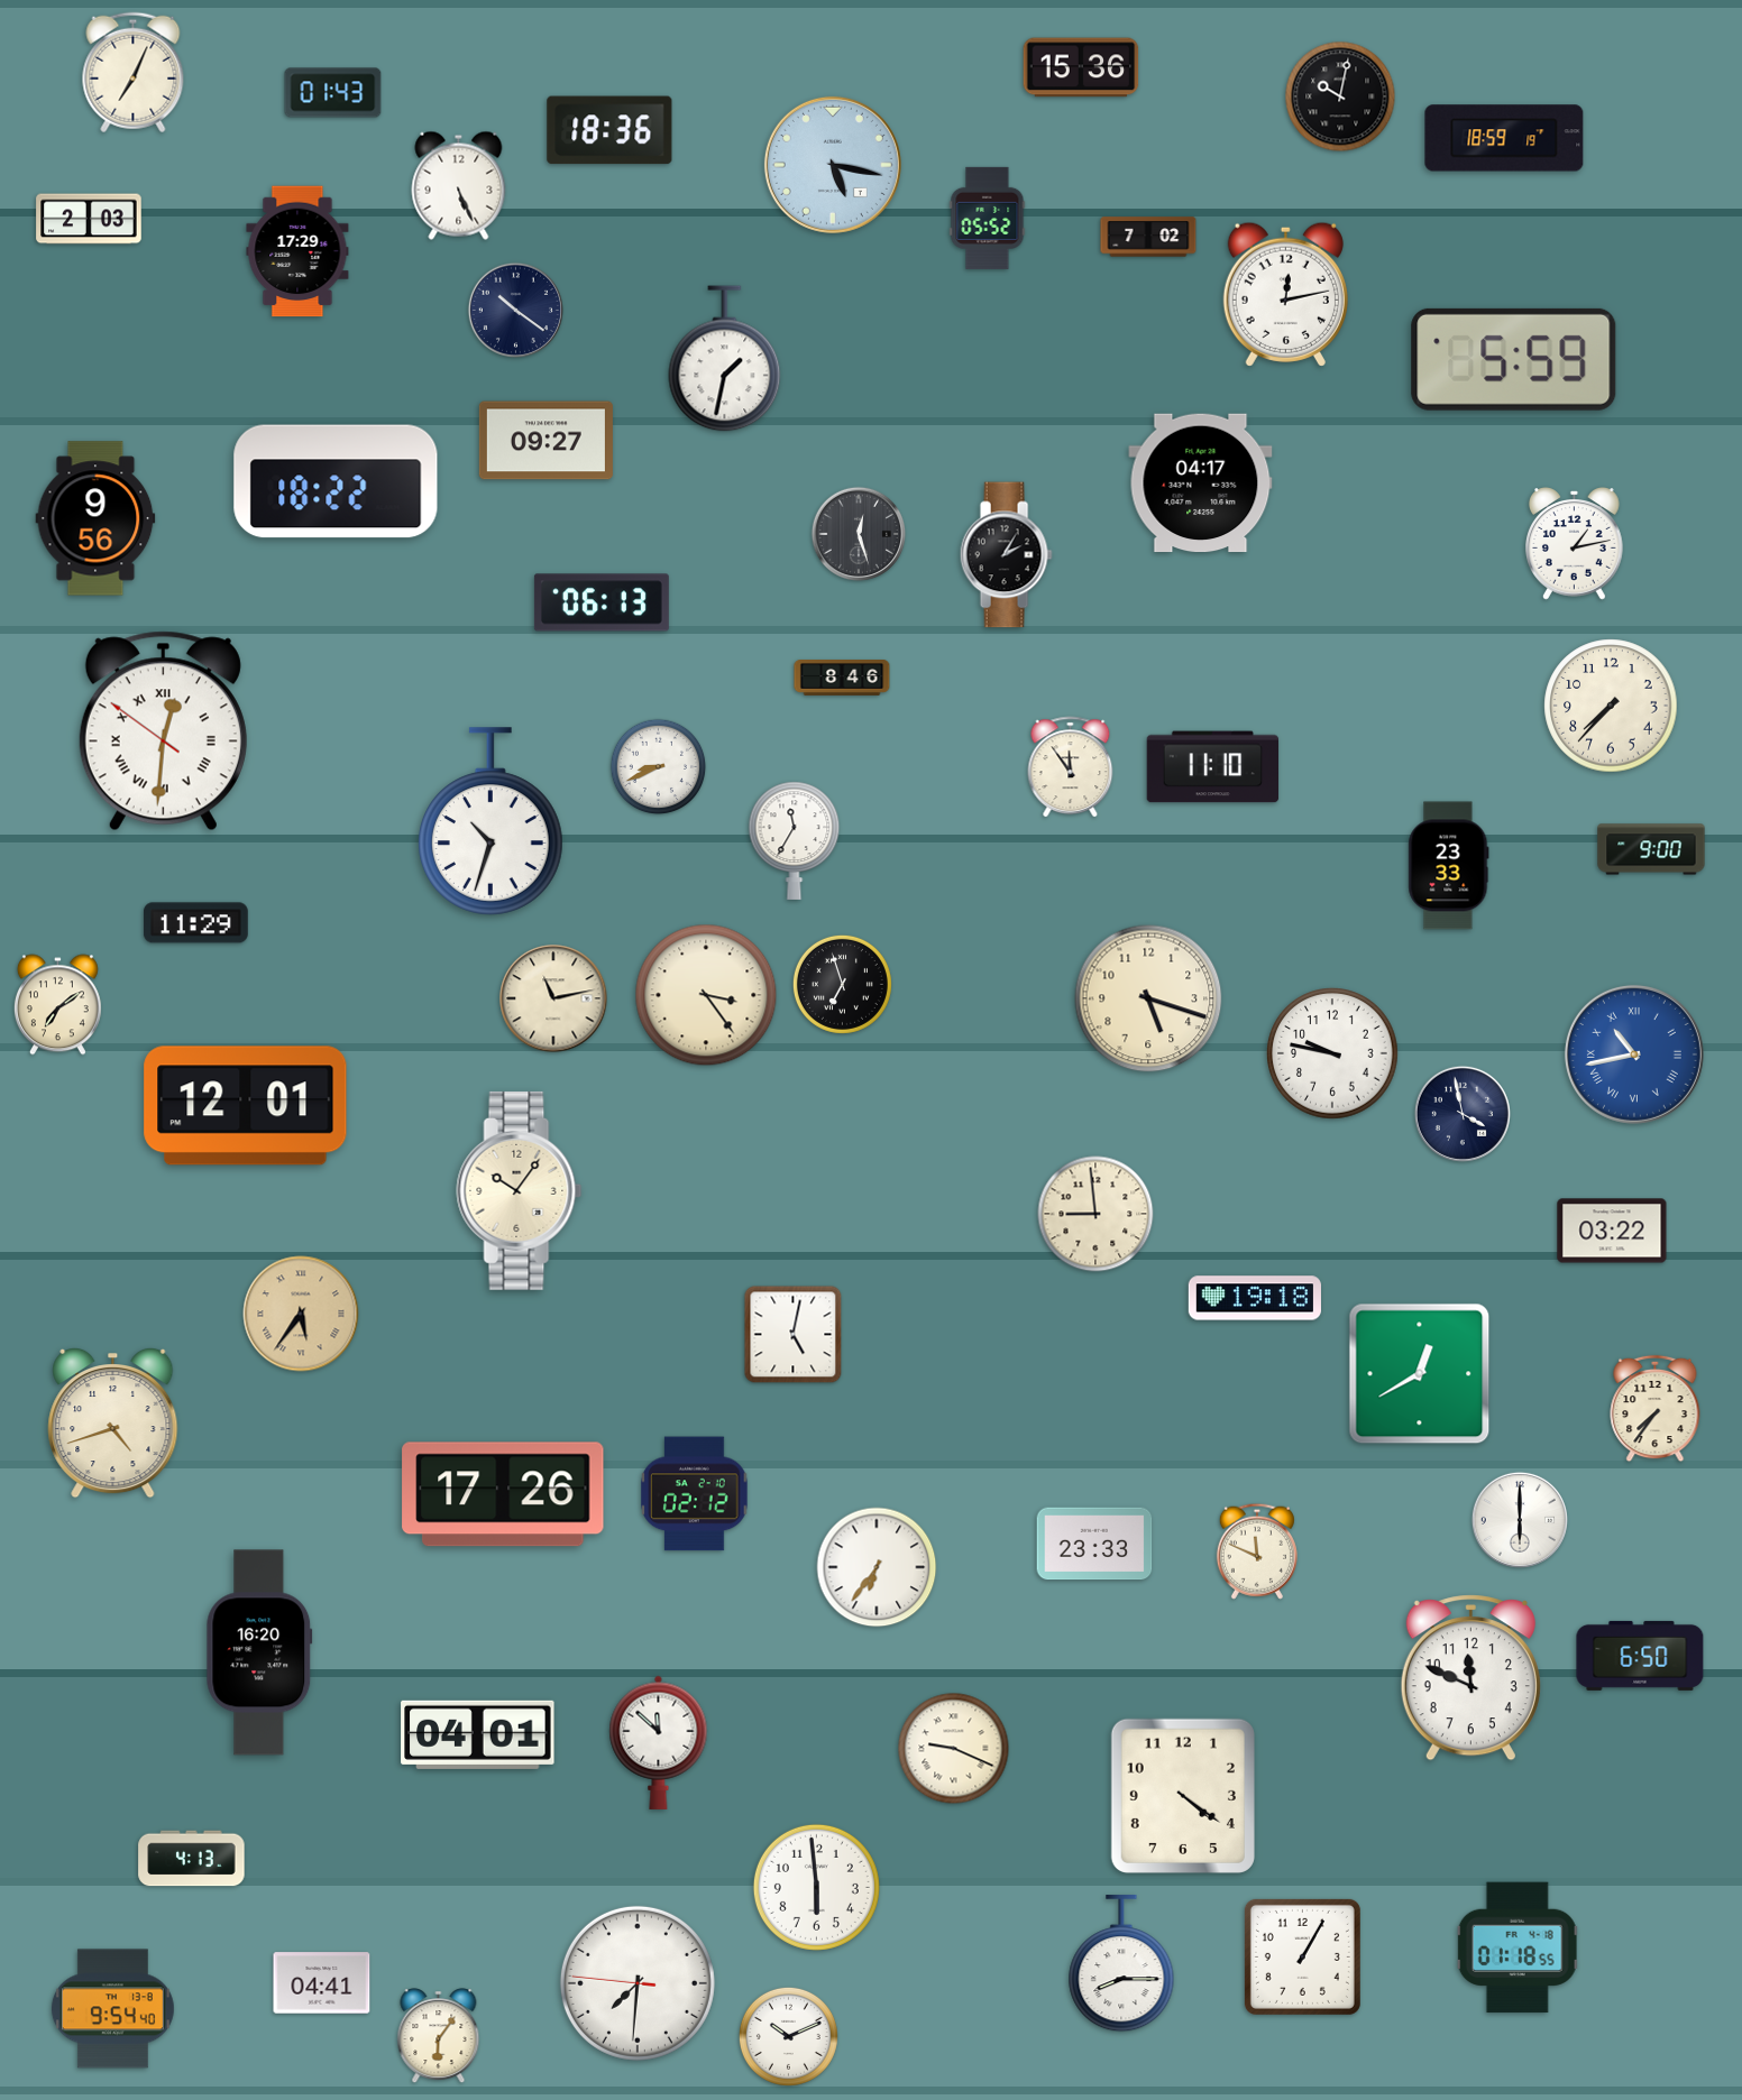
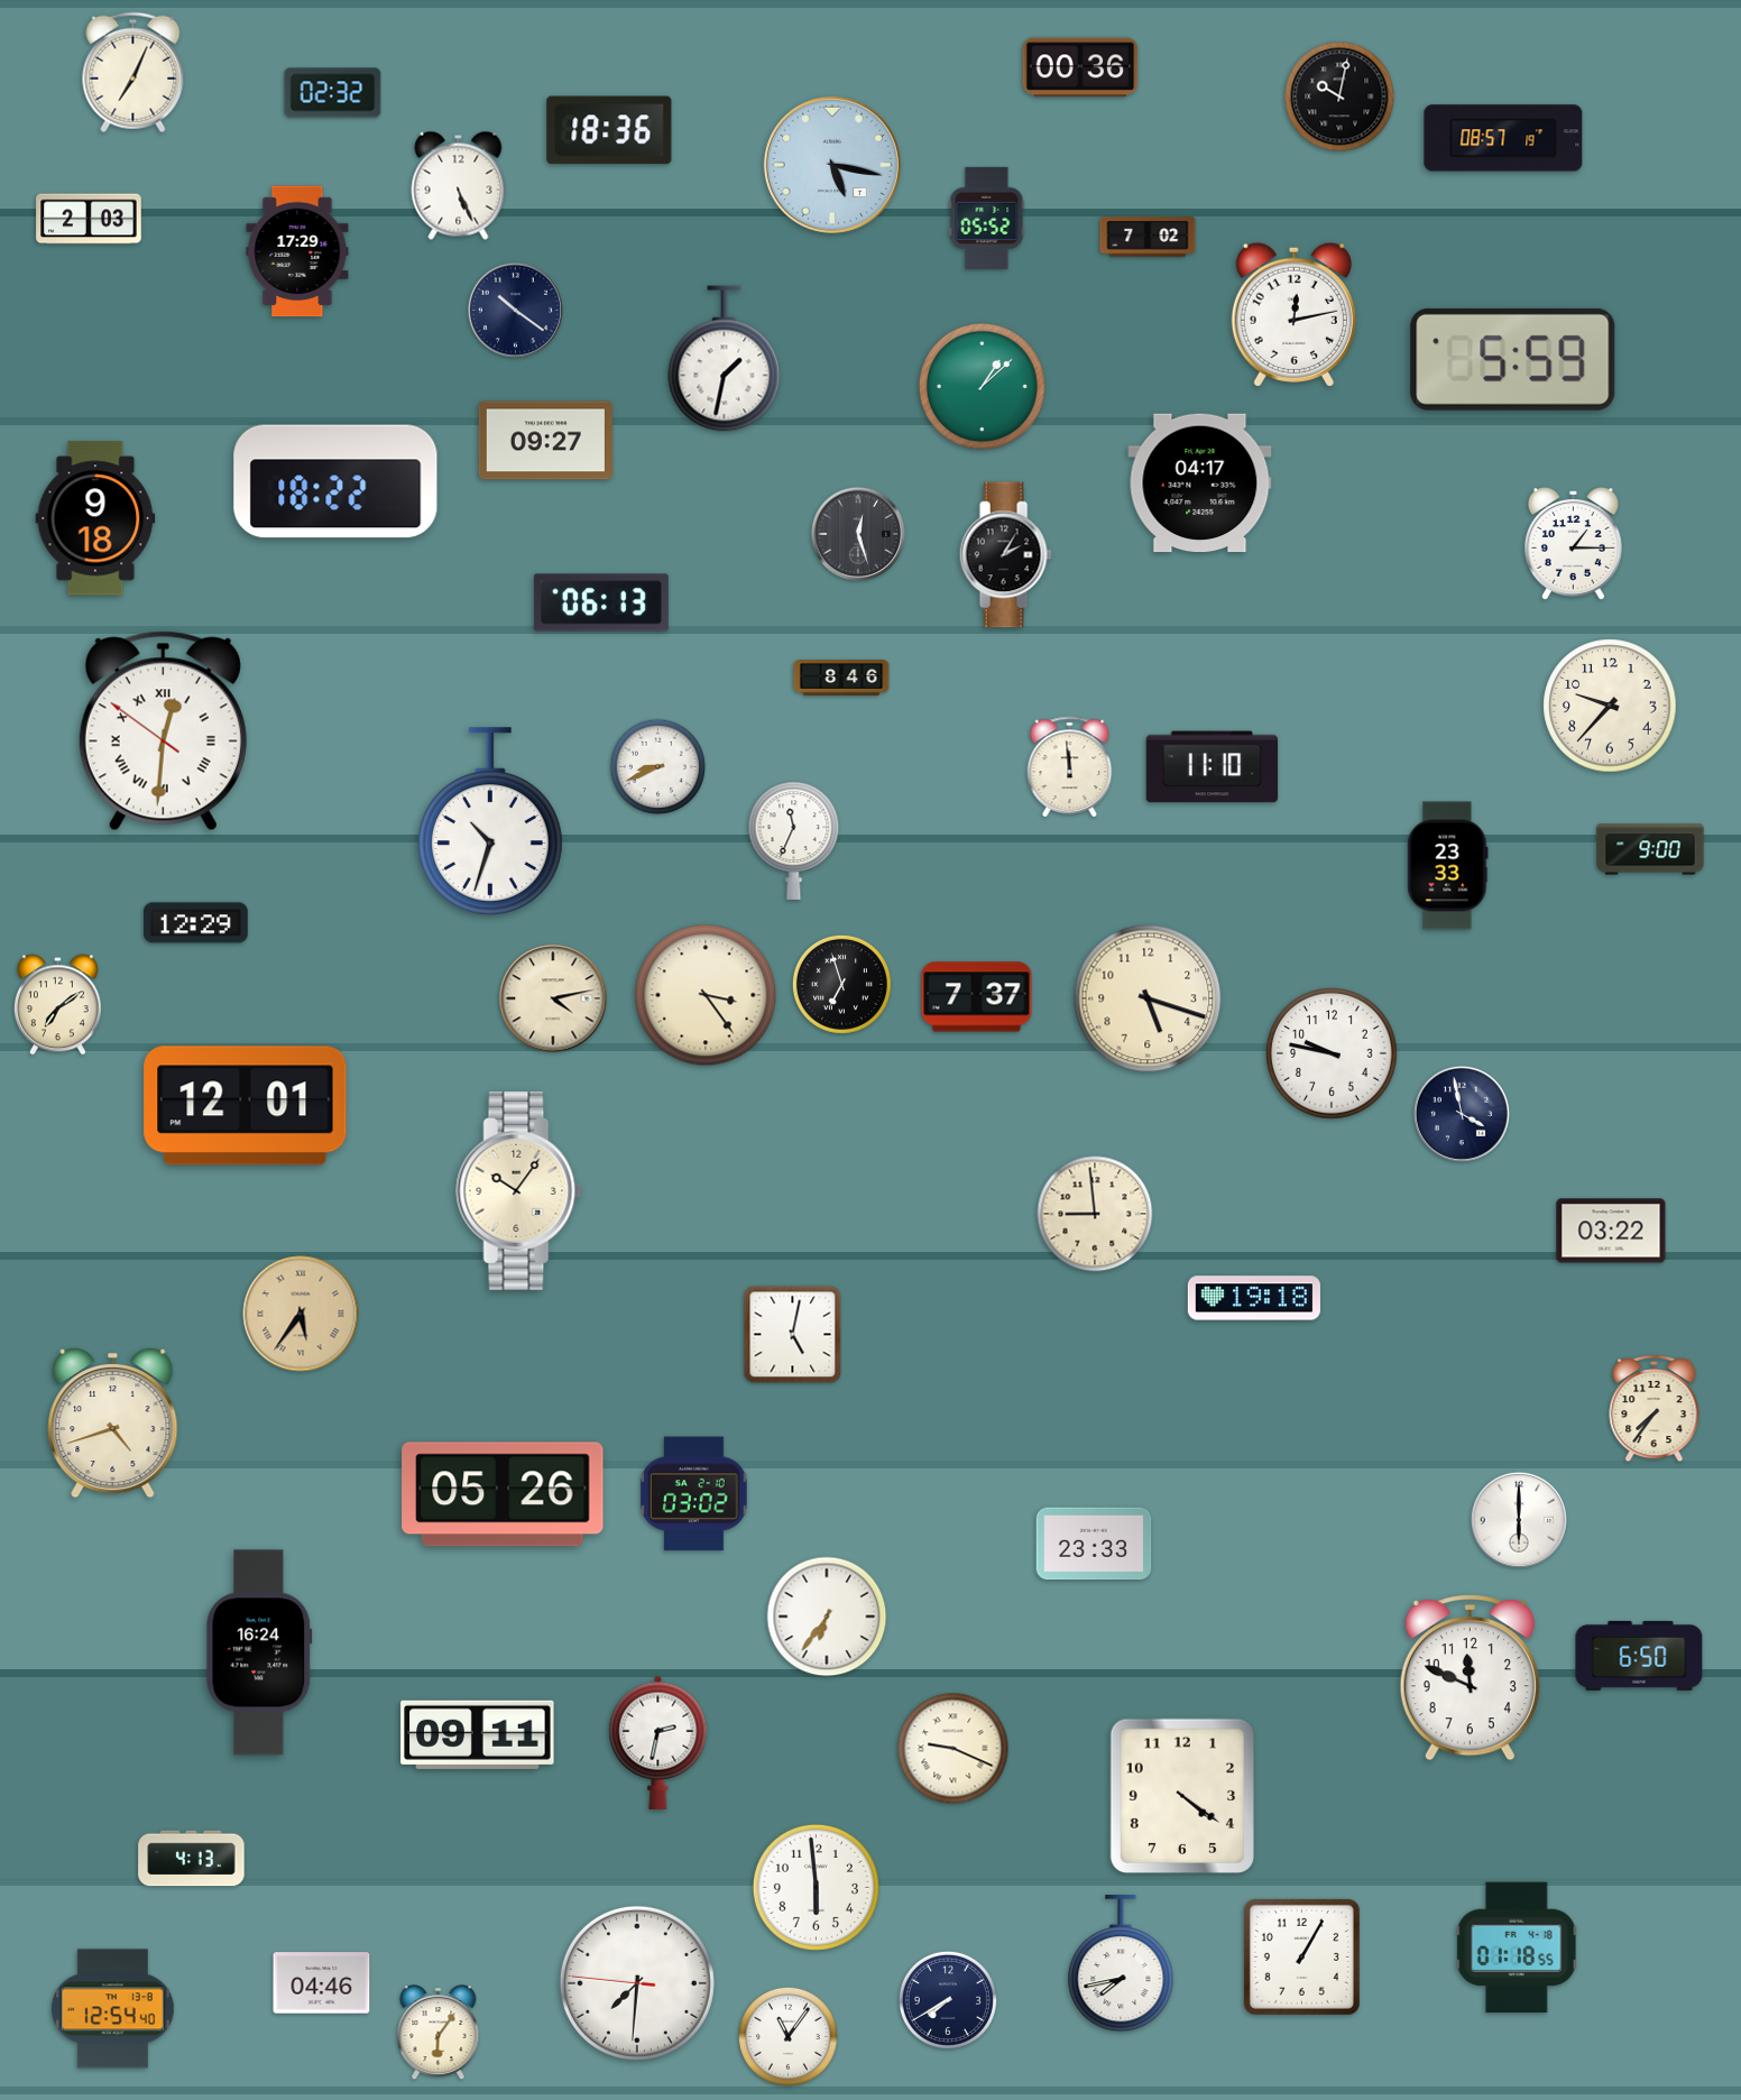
clock at (1081, 67): 15:36 -> 00:36
clock at (333, 93): 01:43 -> 02:32
clock at (1504, 138): 18:59 -> 08:57
clock at (1285, 294) position: (1285, 294) -> (1293, 314)
clock at (982, 386): none -> 1:08
clock at (95, 518): 9:56 -> 9:18
clock at (1575, 544): 1:13 -> 1:15
clock at (1611, 706): 7:37 -> 9:37
clock at (1071, 767): 11:54 -> 11:59
clock at (795, 840): 11:35 -> 11:34
clock at (196, 923): 11:29 -> 12:29
clock at (977, 997): none -> 7:37
clock at (553, 998): 11:13 -> 4:13
clock at (1634, 1054): 10:43 -> none
clock at (1420, 1374): 12:40 -> none
clock at (503, 1494): 17:26 -> 05:26
clock at (695, 1494): 02:12 -> 03:02
clock at (1257, 1551): 11:49 -> none
clock at (877, 1567) position: (877, 1567) -> (827, 1617)
clock at (259, 1652): 16:20 -> 16:24
clock at (478, 1734): 04:01 -> 09:11
clock at (659, 1742): 11:52 -> 2:32
clock at (1121, 1964): 8:15 -> 7:43
clock at (322, 1983): 04:41 -> 04:46
clock at (948, 2000): none -> 7:40
clock at (112, 2009): 9:54 -> 12:54
clock at (439, 2036) position: (439, 2036) -> (439, 2033)
clock at (788, 2036): 10:11 -> 11:06
